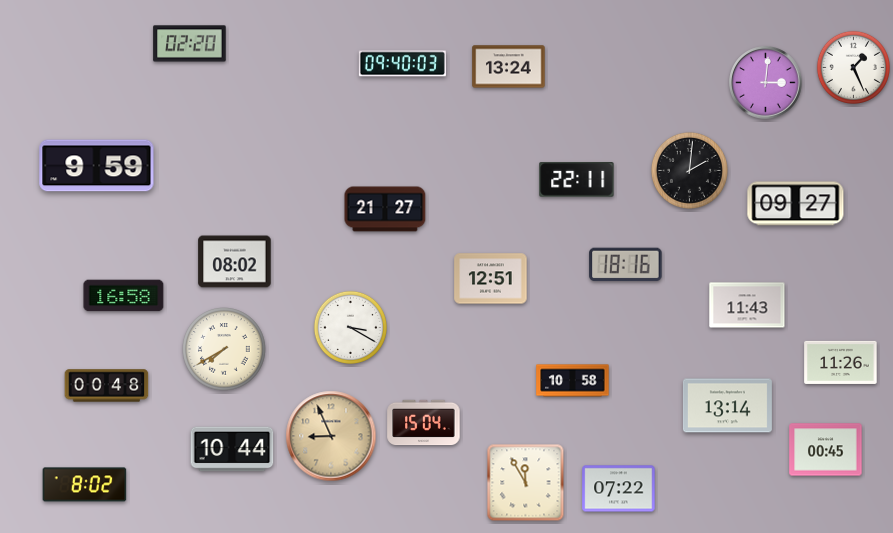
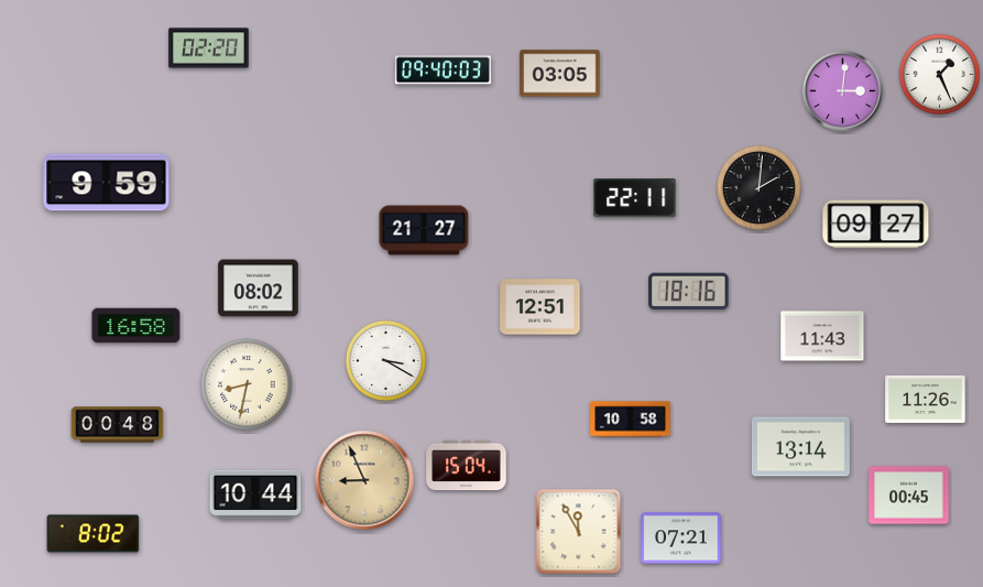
clock at (509, 67): 13:24 -> 03:05
clock at (224, 349): 7:40 -> 8:32
clock at (619, 489): 07:22 -> 07:21
